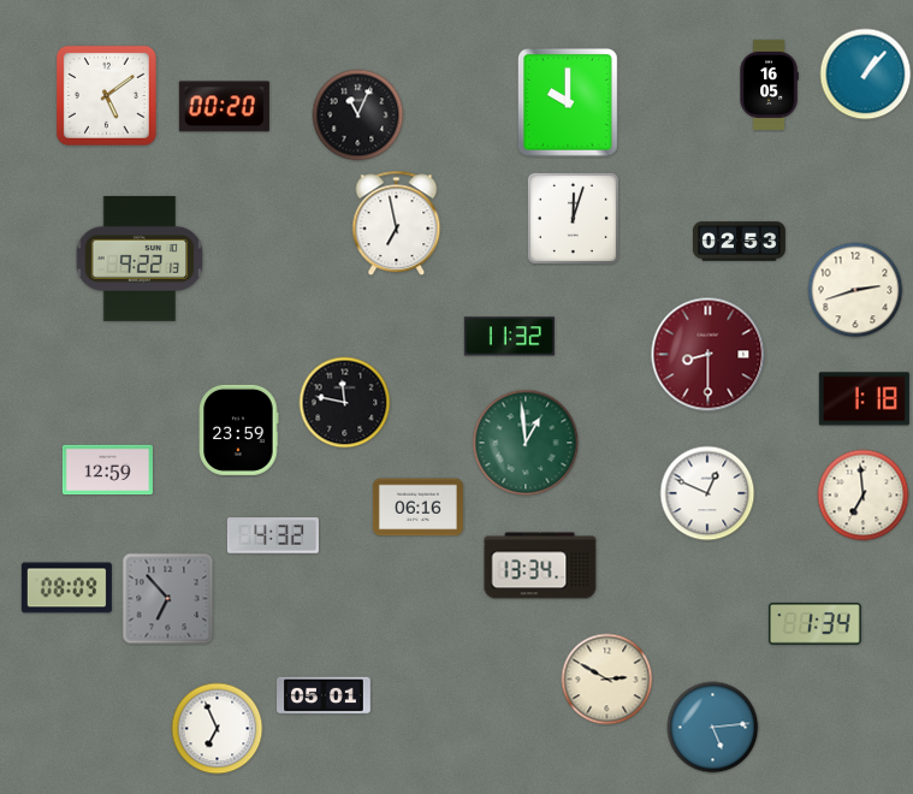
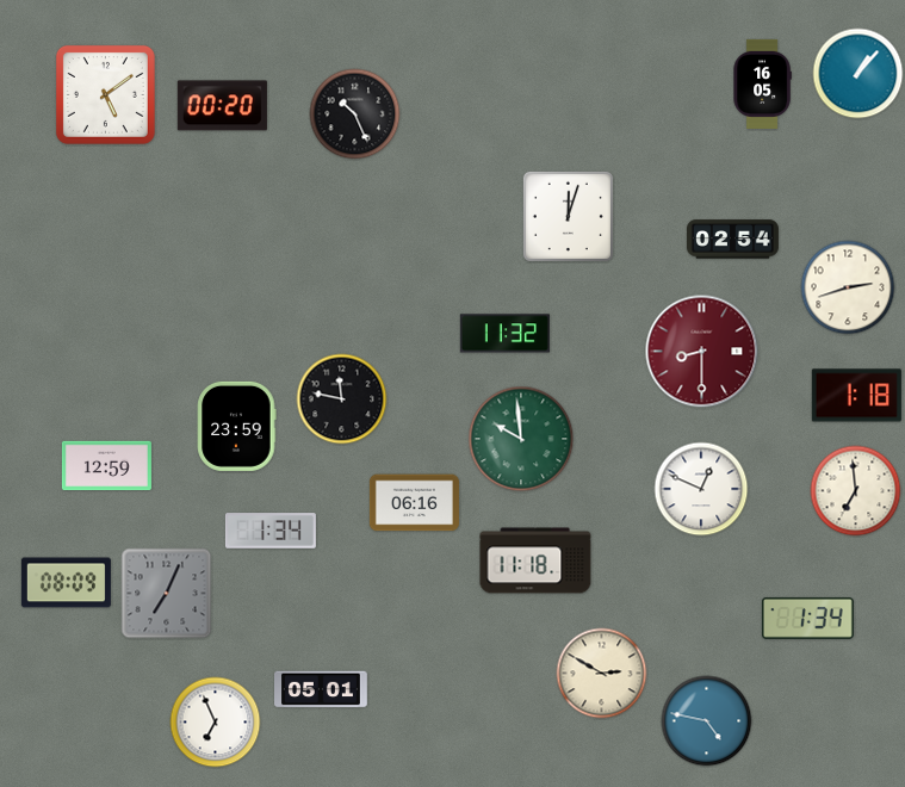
clock at (568, 102): 10:00 -> none
clock at (358, 115): 11:04 -> 10:26
clock at (397, 224): 6:58 -> none
clock at (739, 242): 02:53 -> 02:54
clock at (140, 259): 9:22 -> none
clock at (526, 443): 12:59 -> 9:59
clock at (273, 535): 4:32 -> 1:34
clock at (540, 565): 13:34 -> 11:18
clock at (168, 599): 6:53 -> 7:04
clock at (713, 728): 5:14 -> 4:47
